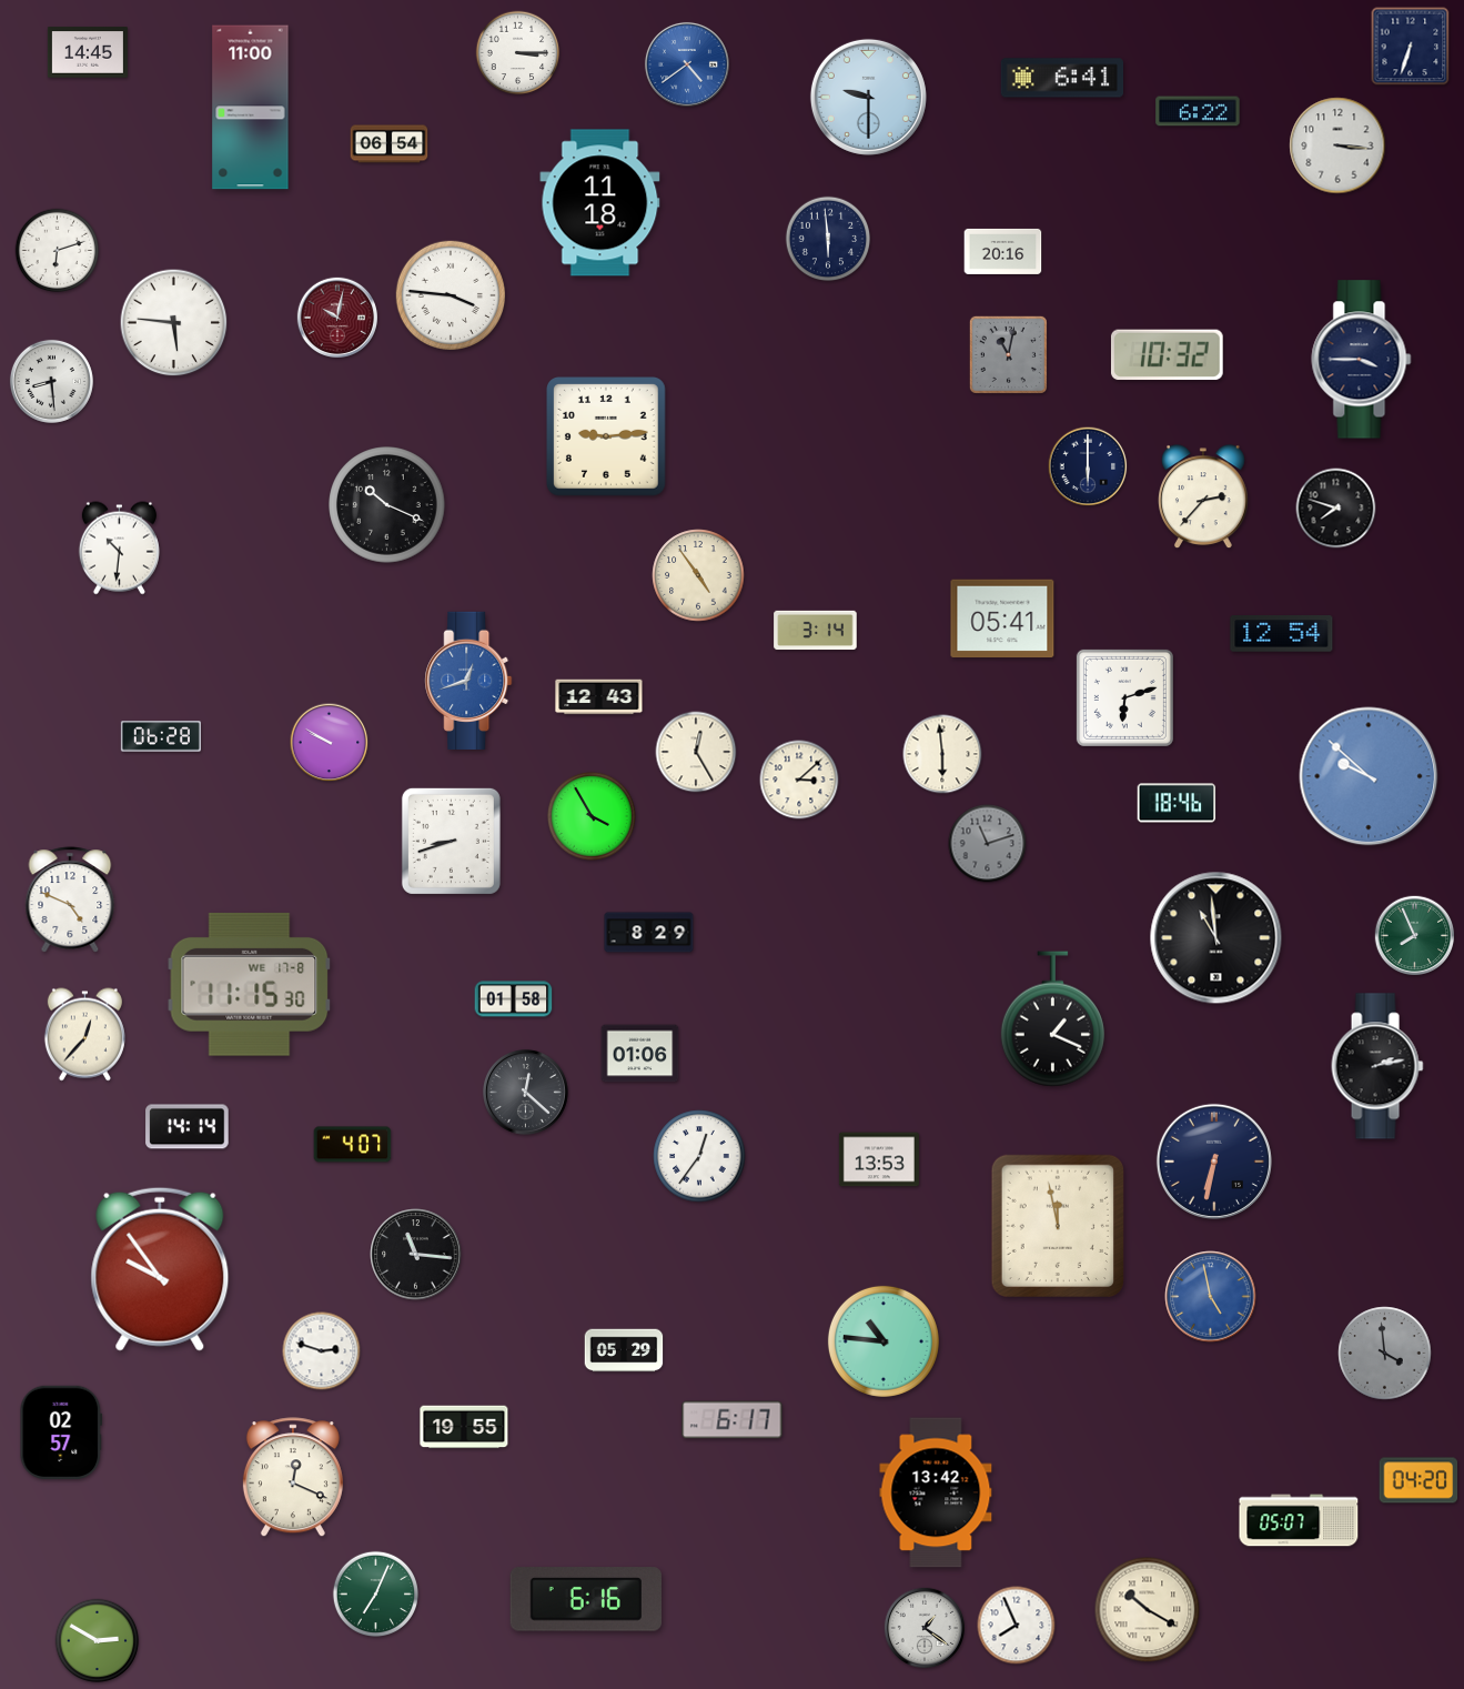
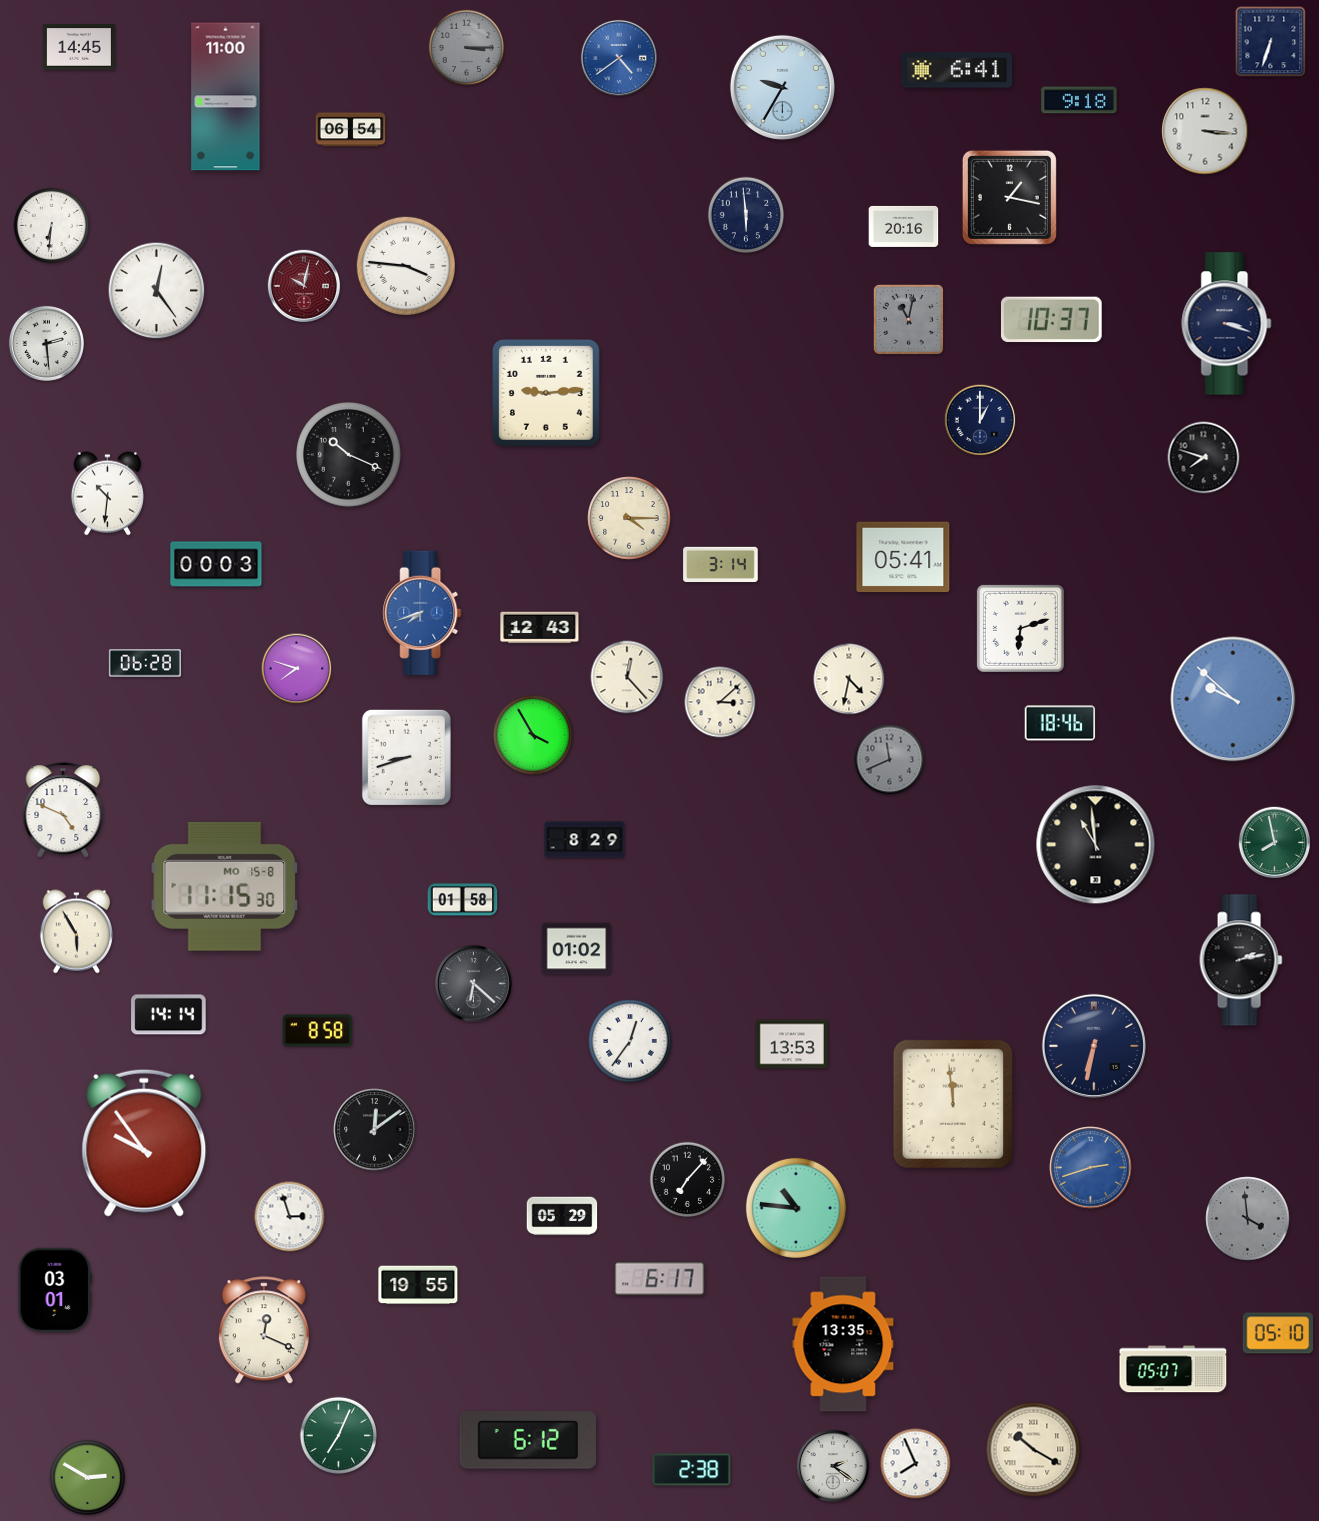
clock at (518, 53) dial: white -> grey
clock at (868, 97): 9:30 -> 9:35
clock at (1198, 111): 6:22 -> 9:18
clock at (600, 203): 11:18 -> none
clock at (1009, 197): none -> 1:17
clock at (58, 251): 6:12 -> 6:31
clock at (174, 323): 5:46 -> 12:24
clock at (1167, 355): 10:32 -> 10:37
clock at (1362, 360): 3:45 -> 3:18
clock at (51, 381): 8:29 -> 2:29
clock at (1088, 466): 6:00 -> 1:00
clock at (1204, 497): 2:37 -> none
clock at (698, 575): 4:54 -> 4:15
clock at (216, 564): none -> 00:03
clock at (816, 631) position: (816, 631) -> (721, 565)
clock at (1282, 634): 12:54 -> none
clock at (468, 681): 12:42 -> 7:42
clock at (1124, 697) position: (1124, 697) -> (1020, 628)
clock at (330, 743): 9:50 -> 7:48
clock at (696, 752): 12:25 -> 12:23
clock at (942, 754): 5:59 -> 4:32
clock at (988, 844): 11:12 -> 11:41
clock at (1415, 936): 7:56 -> 7:58
clock at (250, 984) date: WE 17-8 -> MO 15-8
clock at (1052, 1019): 1:19 -> none
clock at (84, 1035): 12:37 -> 5:55
clock at (640, 1054): 01:06 -> 01:02
clock at (525, 1092): 12:22 -> 6:22
clock at (353, 1145): 4:07 -> 8:58
clock at (1058, 1225): 11:58 -> 11:59
clock at (416, 1255): 11:16 -> 12:09
clock at (1211, 1297): 4:58 -> 2:42
clock at (688, 1180): none -> 7:07
clock at (322, 1351): 2:48 -> 2:57
clock at (61, 1431): 02:57 -> 03:01
clock at (1418, 1480): 04:20 -> 05:10
clock at (936, 1492): 13:42 -> 13:35
clock at (1299, 1520) position: (1299, 1520) -> (1173, 1369)
clock at (585, 1599): 6:16 -> 6:12
clock at (923, 1627): 1:21 -> 2:21
clock at (692, 1470): none -> 2:38
